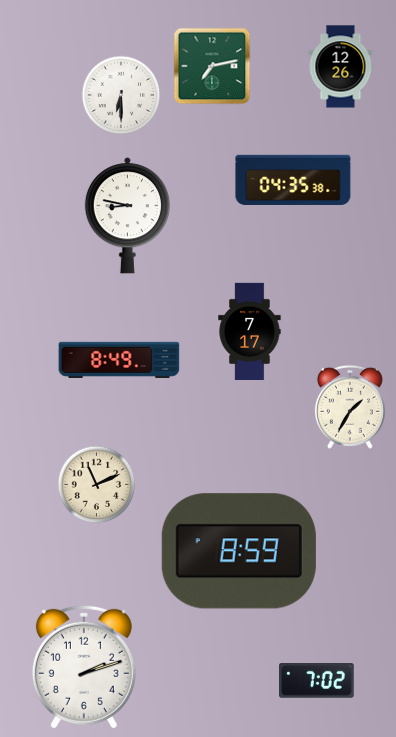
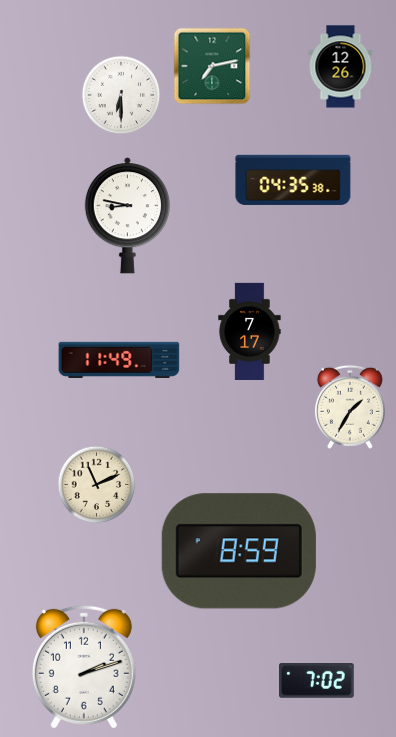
clock at (119, 360): 8:49 -> 11:49
